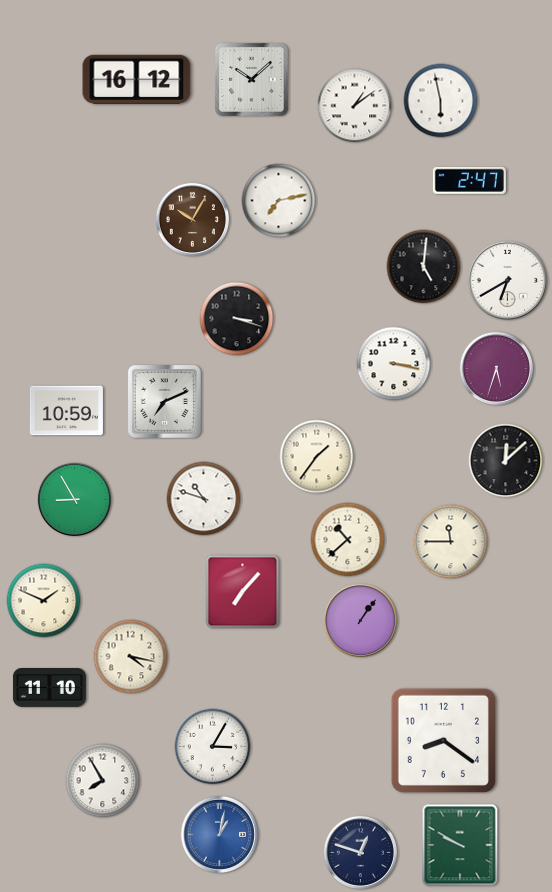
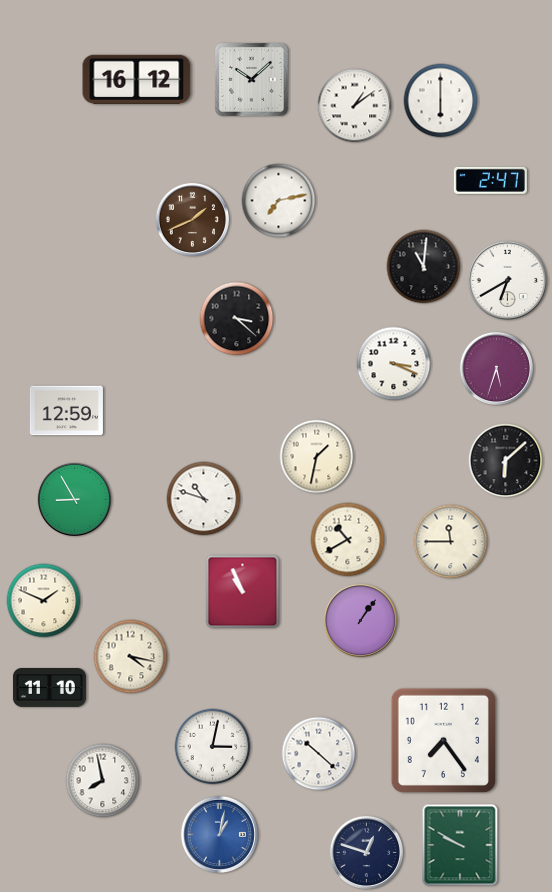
clock at (441, 101): 5:58 -> 6:00
clock at (469, 180) position: (469, 180) -> (490, 180)
clock at (192, 219): 10:05 -> 1:41
clock at (424, 267): 5:01 -> 11:01
clock at (237, 319): 3:18 -> 3:22
clock at (394, 364): 3:17 -> 3:19
clock at (164, 401): 7:11 -> none
clock at (66, 411): 10:59 -> 12:59
clock at (317, 457): 1:36 -> 1:32
clock at (506, 461): 12:08 -> 6:08
clock at (348, 540): 10:38 -> 10:40
clock at (243, 592): 7:07 -> 10:56
clock at (443, 740): 8:21 -> 7:24
clock at (213, 747): 3:05 -> 3:02
clock at (319, 754): none -> 10:22
clock at (103, 781): 7:55 -> 7:58
clock at (360, 852) position: (360, 852) -> (366, 852)
